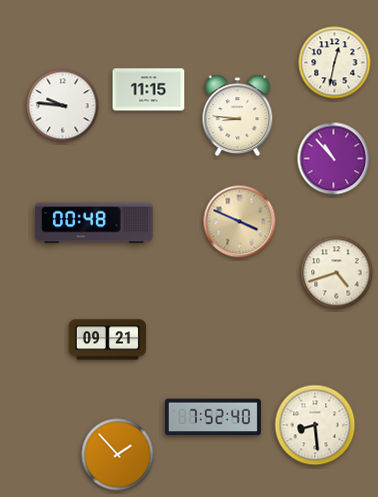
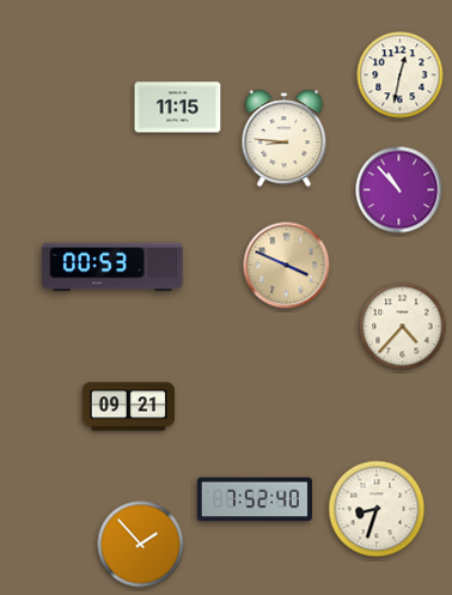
clock at (63, 106): 9:46 -> none
clock at (94, 223): 00:48 -> 00:53
clock at (337, 273): 4:42 -> 4:37
clock at (315, 425): 8:29 -> 8:33
